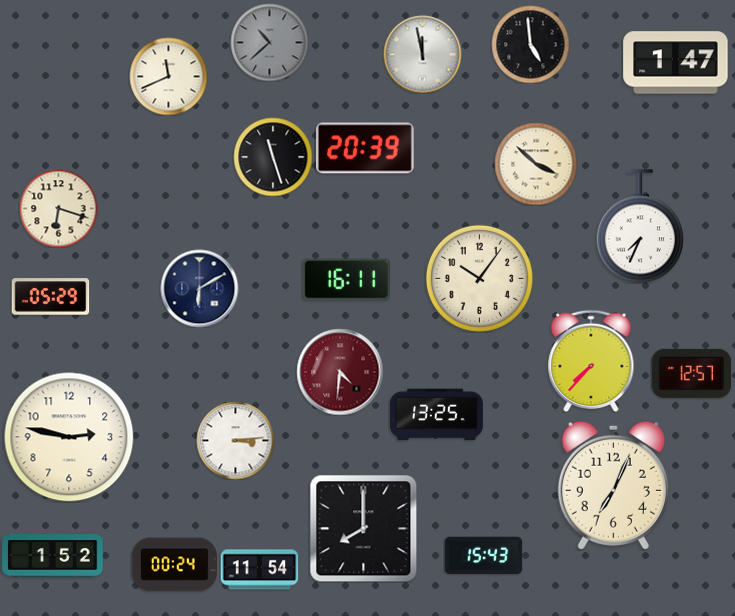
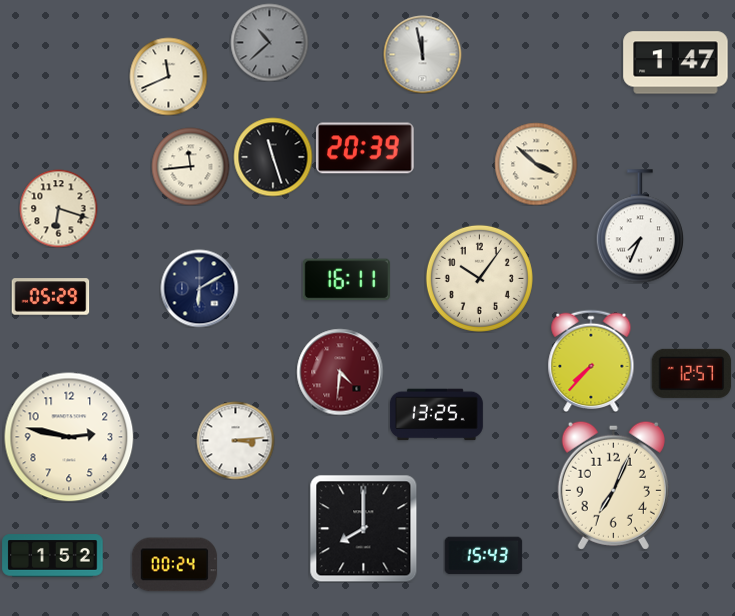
clock at (530, 44): 4:59 -> none
clock at (190, 166): none -> 11:44
clock at (259, 570): 11:54 -> none
